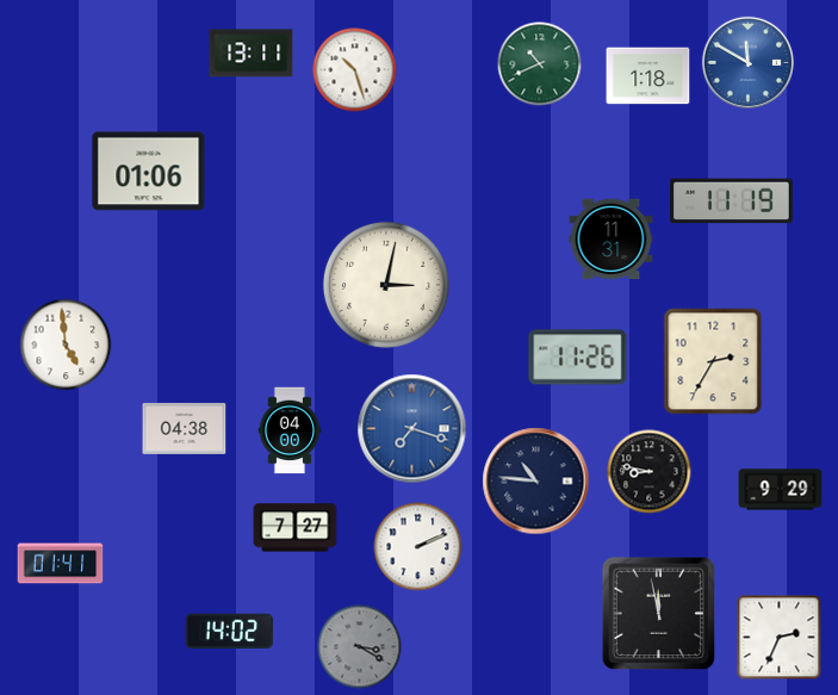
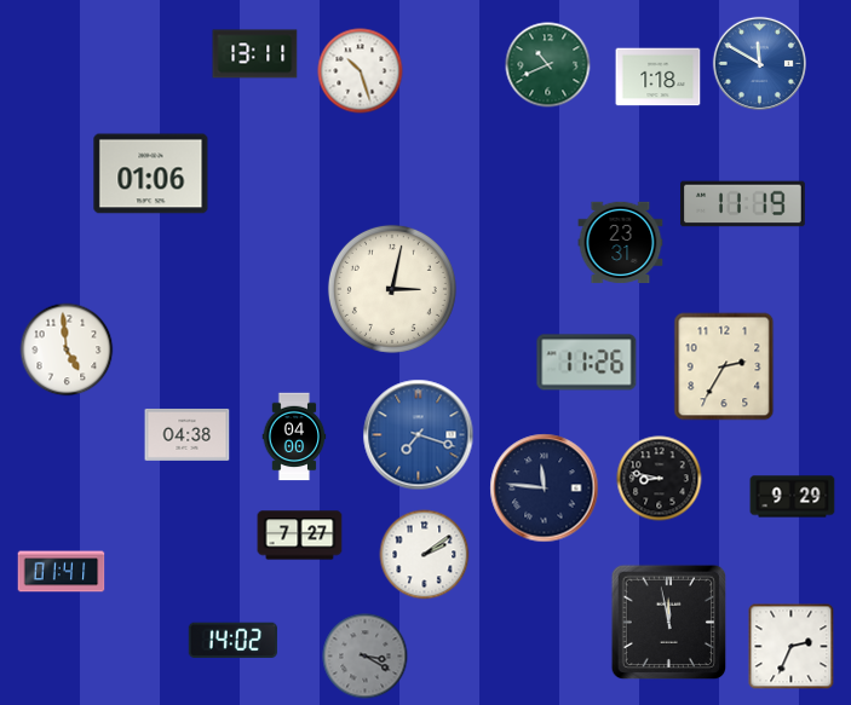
clock at (612, 240): 11:31 -> 23:31
clock at (536, 482): 10:46 -> 11:46
clock at (418, 547): 2:11 -> 2:09
